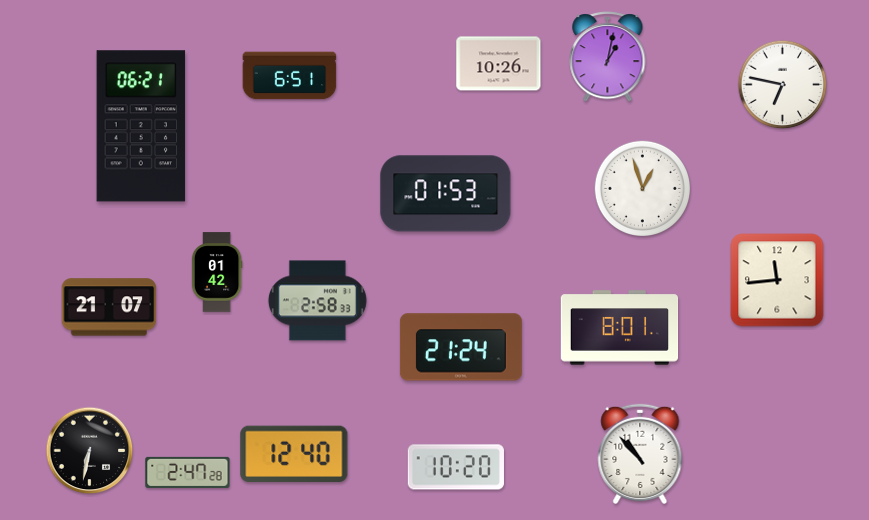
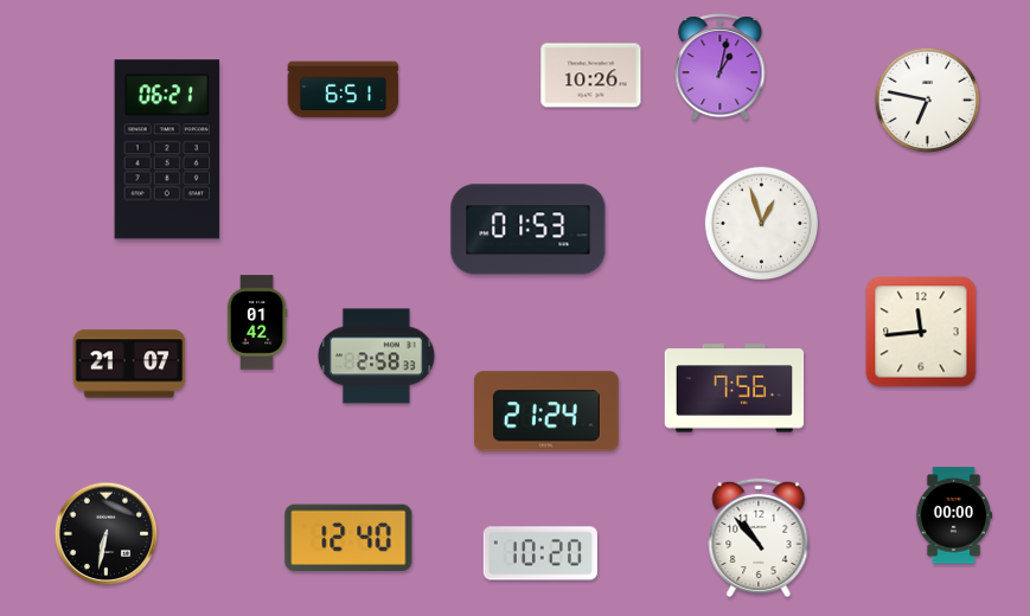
clock at (620, 328): 8:01 -> 7:56
clock at (954, 515): none -> 00:00
clock at (188, 472): 2:47 -> none
